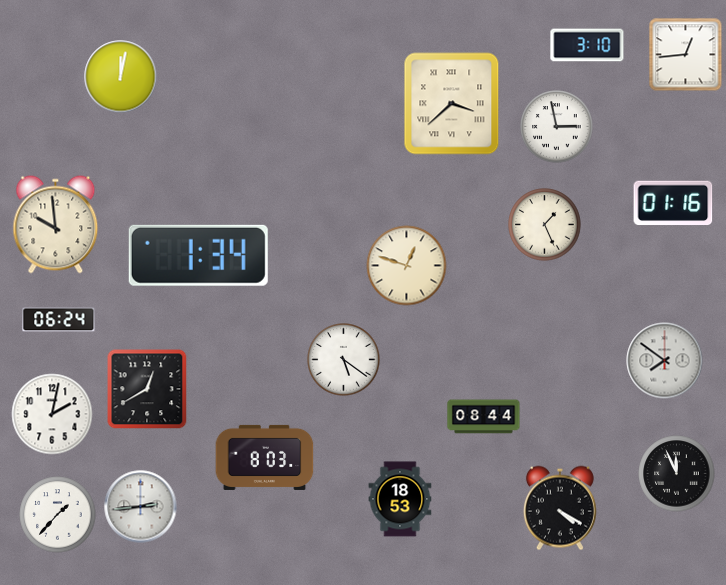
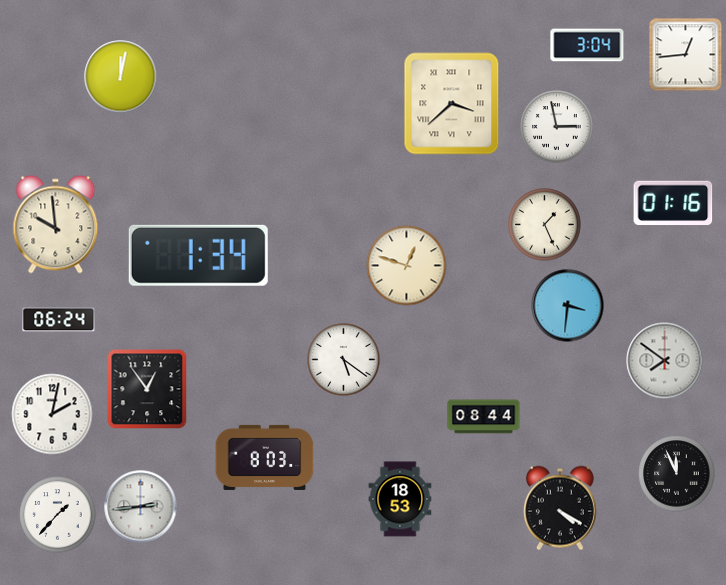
clock at (587, 45): 3:10 -> 3:04
clock at (568, 306): none -> 3:31
clock at (147, 389): 12:40 -> 12:54
